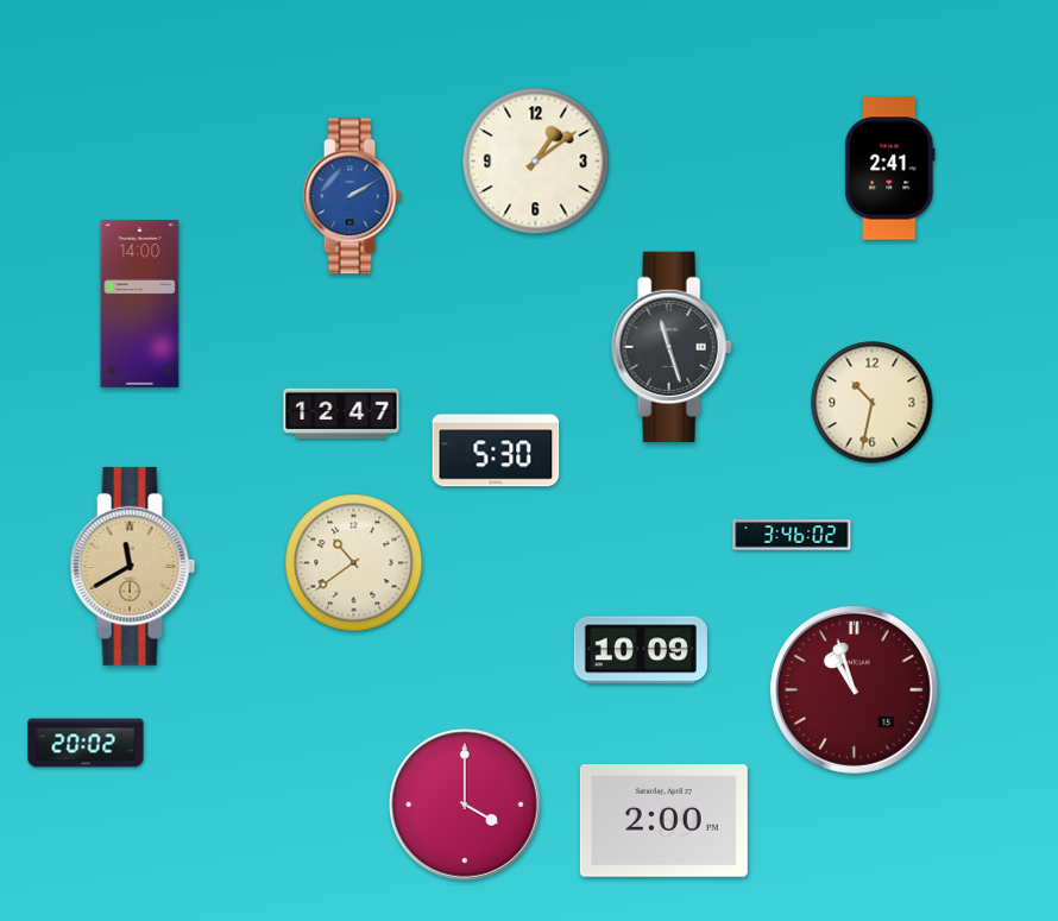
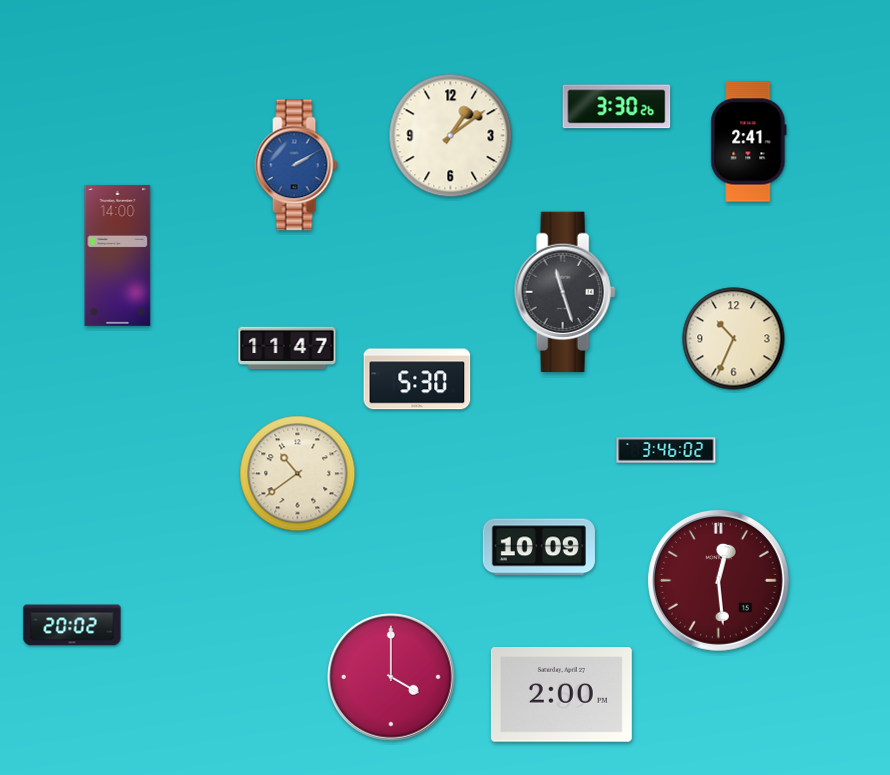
clock at (617, 107): none -> 3:30
clock at (873, 403): 10:32 -> 10:34
clock at (341, 414): 12:47 -> 11:47
clock at (133, 566): 11:40 -> none
clock at (854, 689): 10:57 -> 12:29
clock at (663, 821) position: (663, 821) -> (561, 695)
